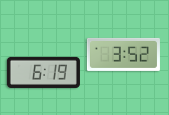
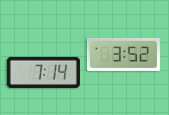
clock at (43, 72): 6:19 -> 7:14
